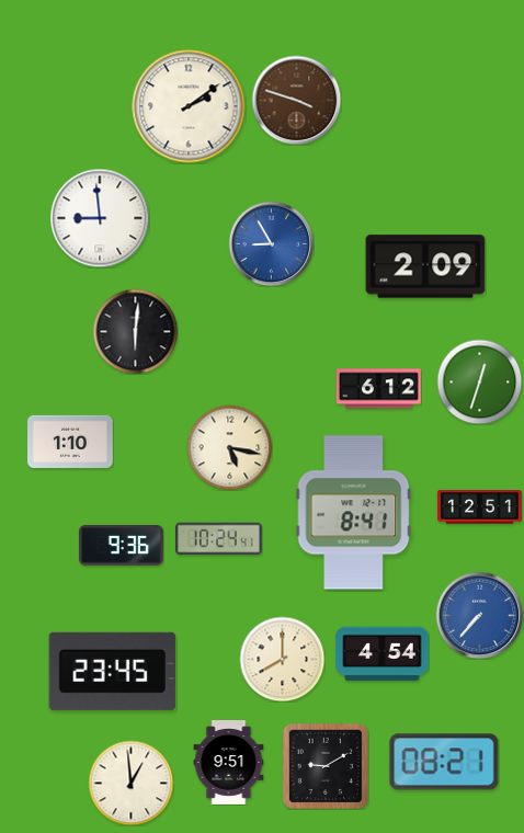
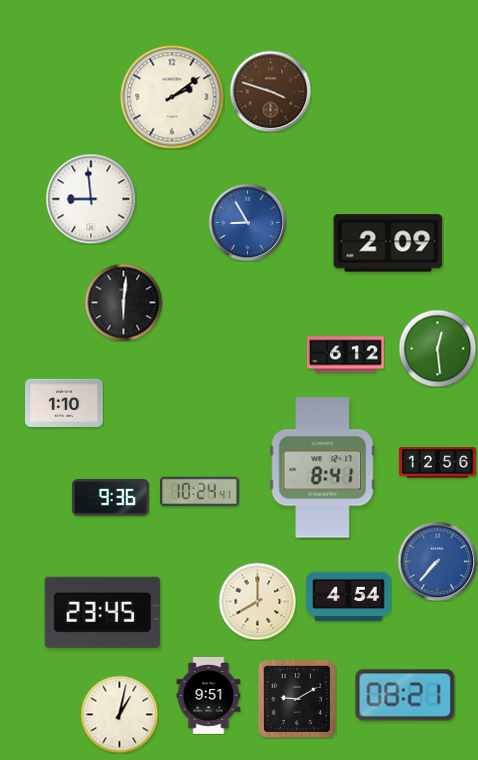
clock at (479, 381): 12:33 -> 12:29
clock at (229, 447): 5:17 -> none
clock at (479, 507): 12:51 -> 12:56
clock at (130, 783): 12:59 -> 1:02
